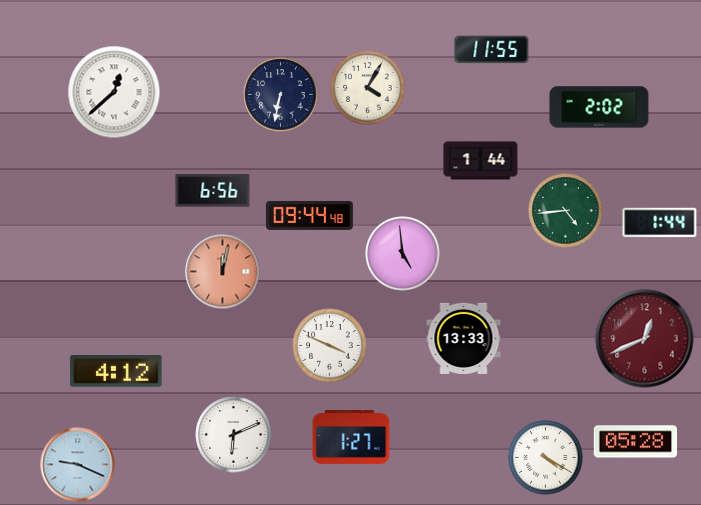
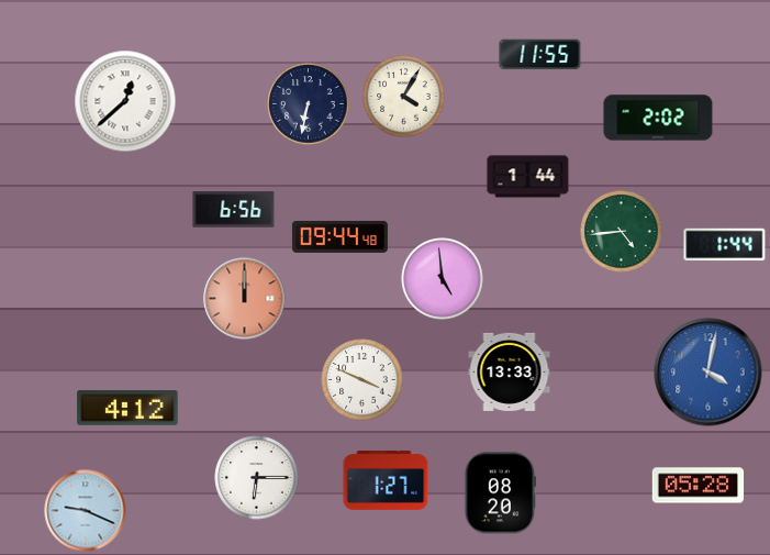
clock at (223, 272): 12:02 -> 12:00
clock at (645, 339): 12:41 -> 4:02
clock at (645, 339) dial: burgundy -> blue
clock at (234, 435): 6:11 -> 6:15
clock at (500, 493): none -> 08:20
clock at (546, 458): 4:20 -> none
